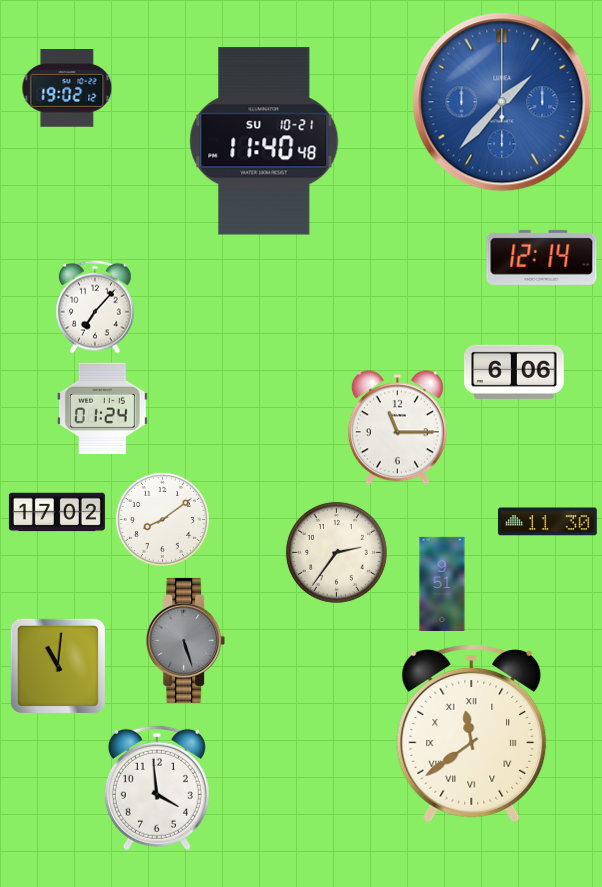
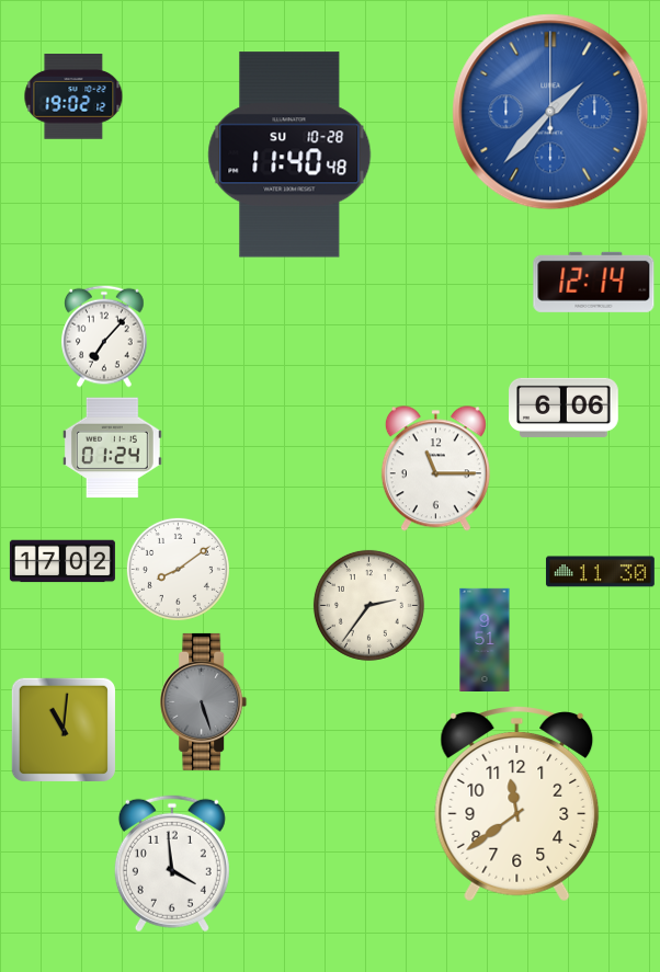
clock at (264, 141) date: SU 10-21 -> SU 10-28
clock at (472, 734) numerals: Roman -> Arabic
